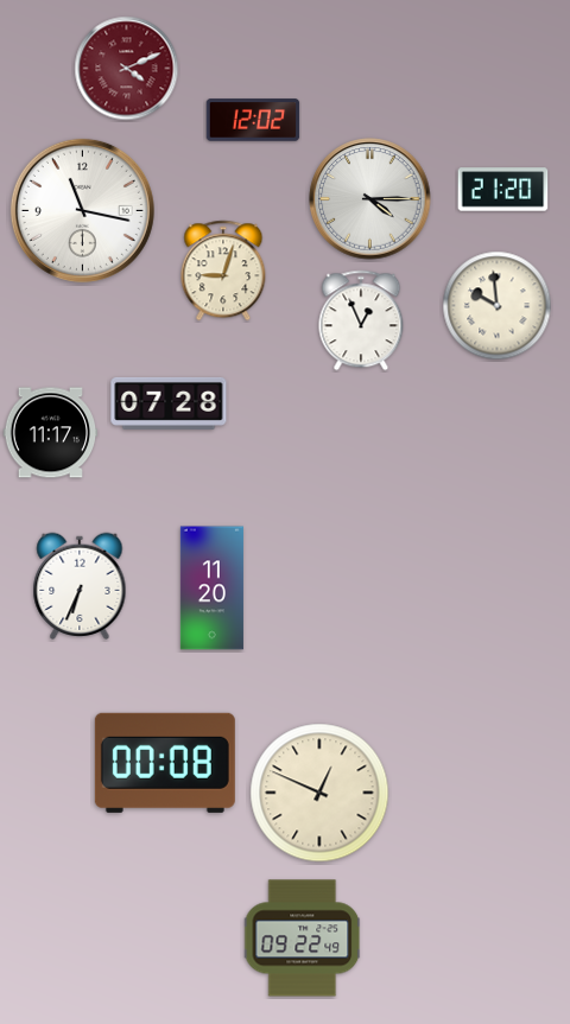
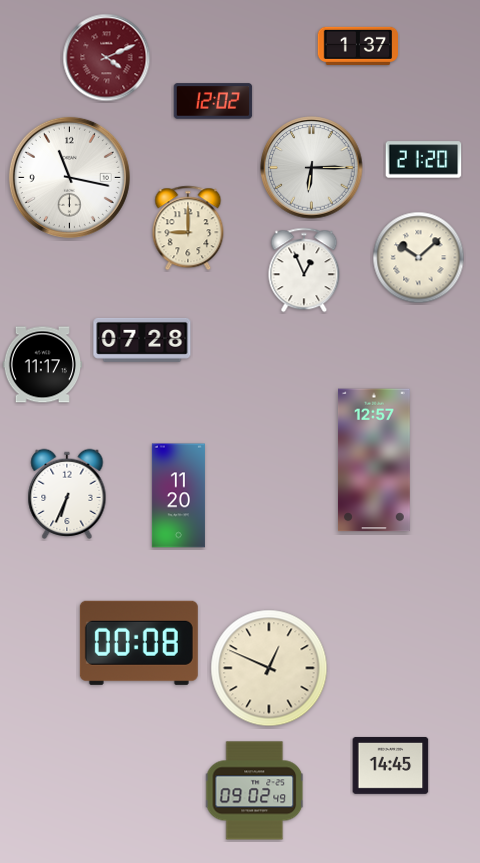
clock at (357, 46): none -> 1:37
clock at (370, 199): 4:15 -> 6:15
clock at (223, 271): 9:03 -> 9:00
clock at (498, 306): 9:59 -> 10:08
clock at (374, 460): none -> 12:57
clock at (391, 766): none -> 14:45
clock at (303, 939): 09:22 -> 09:02
